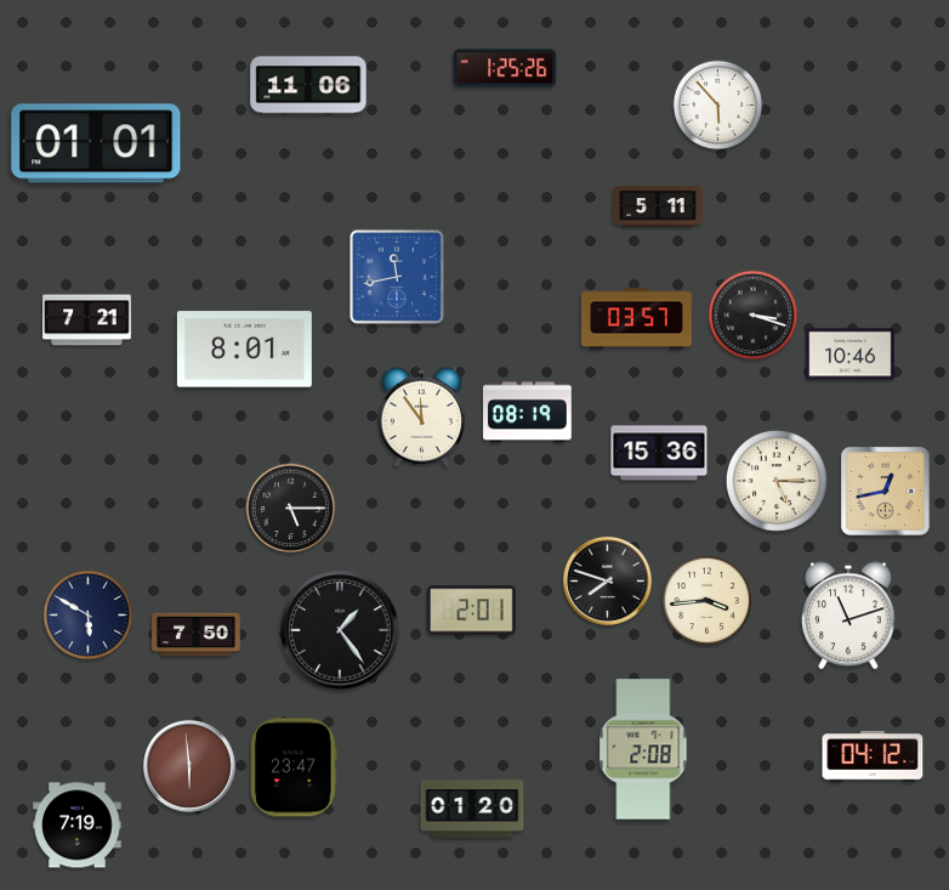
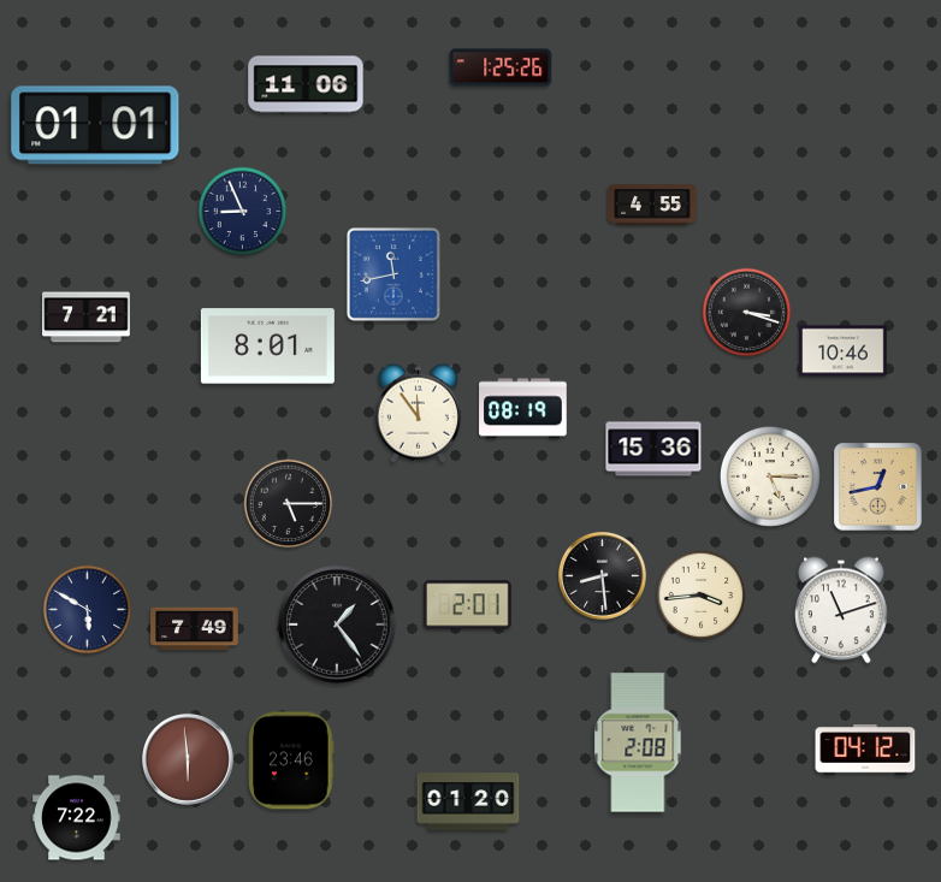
clock at (718, 106): 5:53 -> none
clock at (96, 143) position: (96, 143) -> (95, 125)
clock at (658, 206): 5:11 -> 4:55
clock at (243, 212): none -> 8:56
clock at (636, 319): 03:57 -> none
clock at (244, 350) position: (244, 350) -> (267, 347)
clock at (607, 580): 7:48 -> 8:29
clock at (197, 635): 7:50 -> 7:49
clock at (294, 767): 23:47 -> 23:46
clock at (78, 826): 7:19 -> 7:22
